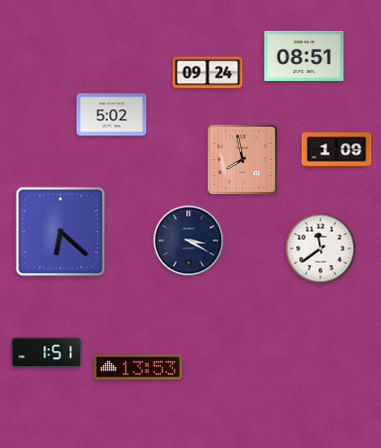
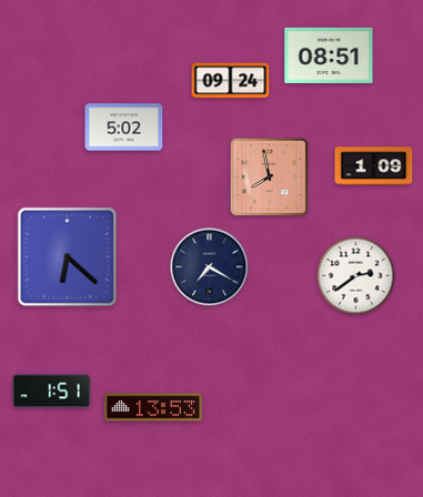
clock at (304, 56) position: (304, 56) -> (329, 55)
clock at (189, 241): 3:20 -> 7:20
clock at (321, 249): 11:39 -> 2:39
